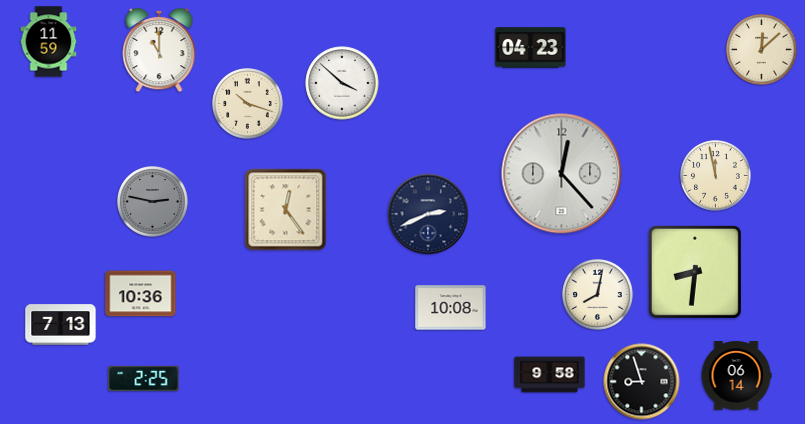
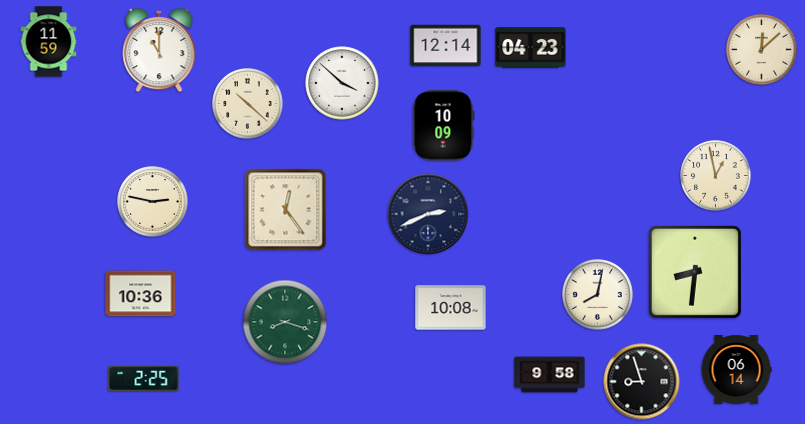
clock at (446, 46): none -> 12:14
clock at (248, 104): 10:18 -> 10:22
clock at (444, 126): none -> 10:09
clock at (562, 174): 12:23 -> none
clock at (716, 176): 11:58 -> 12:58
clock at (153, 202) dial: grey -> cream
clock at (285, 322): none -> 8:18
clock at (61, 325): 7:13 -> none
clock at (736, 376) position: (736, 376) -> (736, 370)
